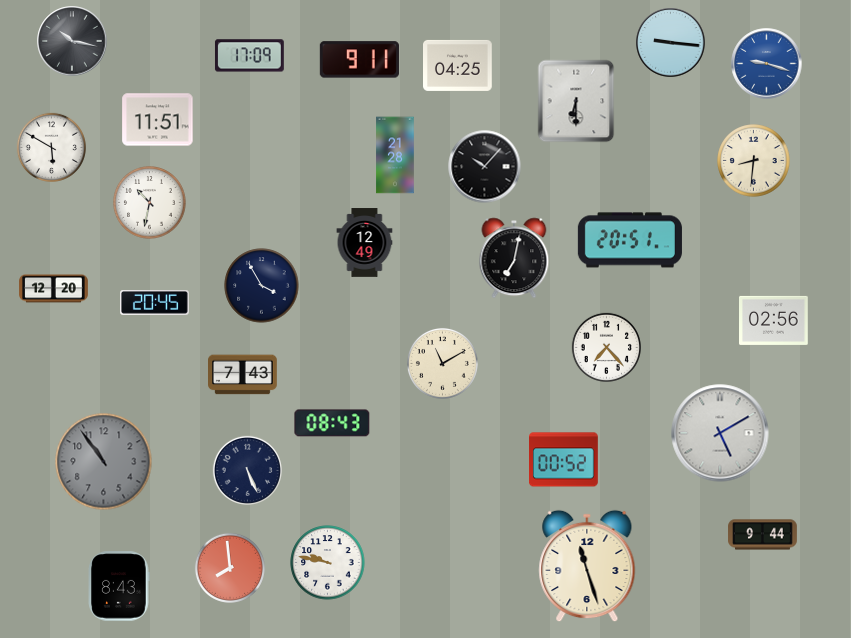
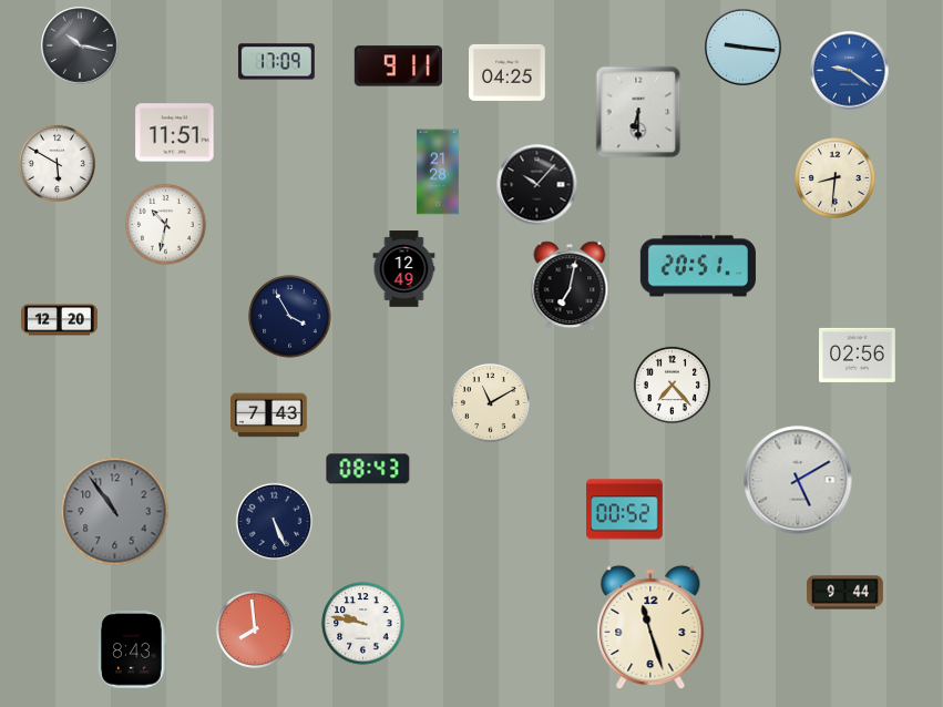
clock at (767, 64): 9:18 -> 9:21
clock at (155, 303): 20:45 -> none
